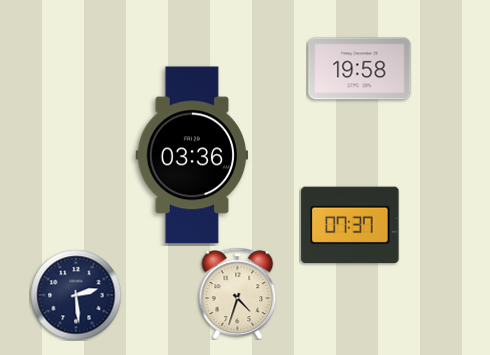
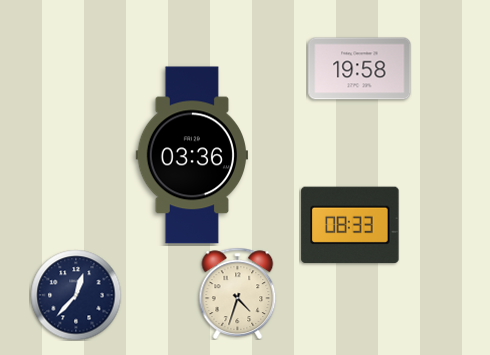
clock at (350, 225): 07:37 -> 08:33
clock at (76, 295): 2:29 -> 12:37
